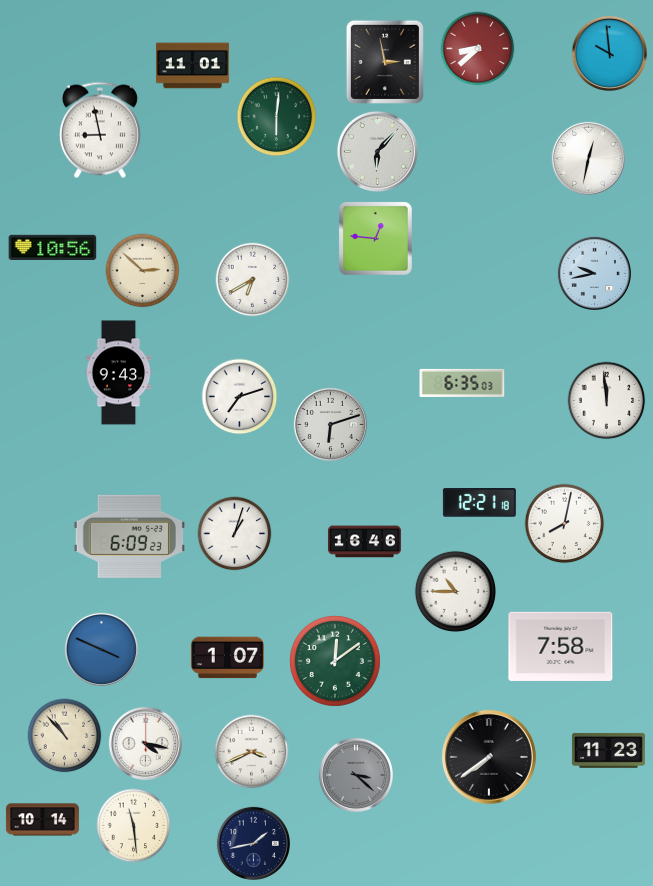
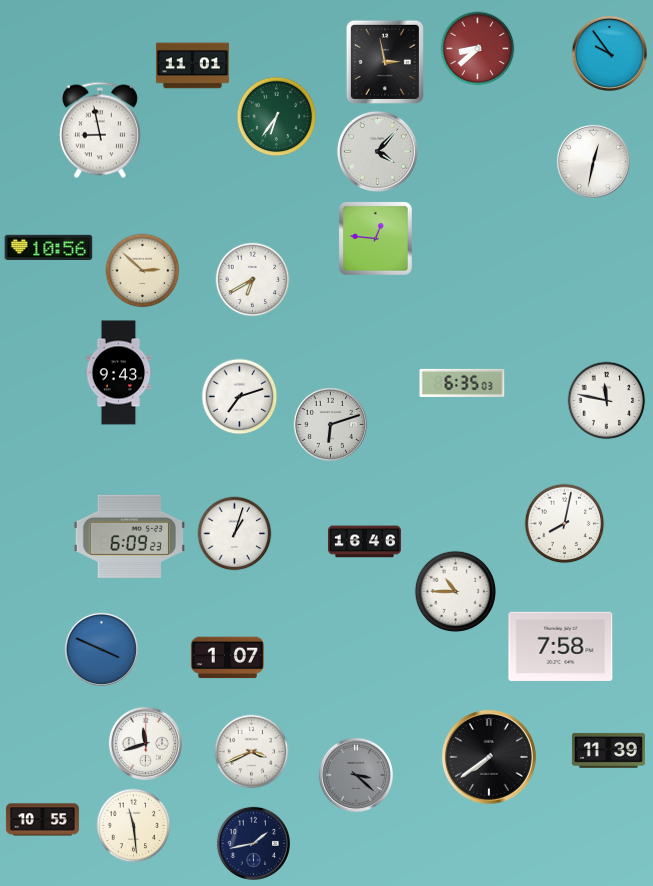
clock at (609, 53): 9:59 -> 9:54
clock at (277, 117): 6:01 -> 6:36
clock at (377, 151): 6:07 -> 4:07
clock at (588, 158) position: (588, 158) -> (593, 161)
clock at (53, 247) position: (53, 247) -> (49, 247)
clock at (594, 273): 9:43 -> none
clock at (607, 401): 11:59 -> 11:47
clock at (479, 503): 12:21 -> none
clock at (335, 661): 12:09 -> none
clock at (65, 736): 10:53 -> none
clock at (145, 743): 4:17 -> 11:42
clock at (608, 750): 11:23 -> 11:39
clock at (42, 820): 10:14 -> 10:55
